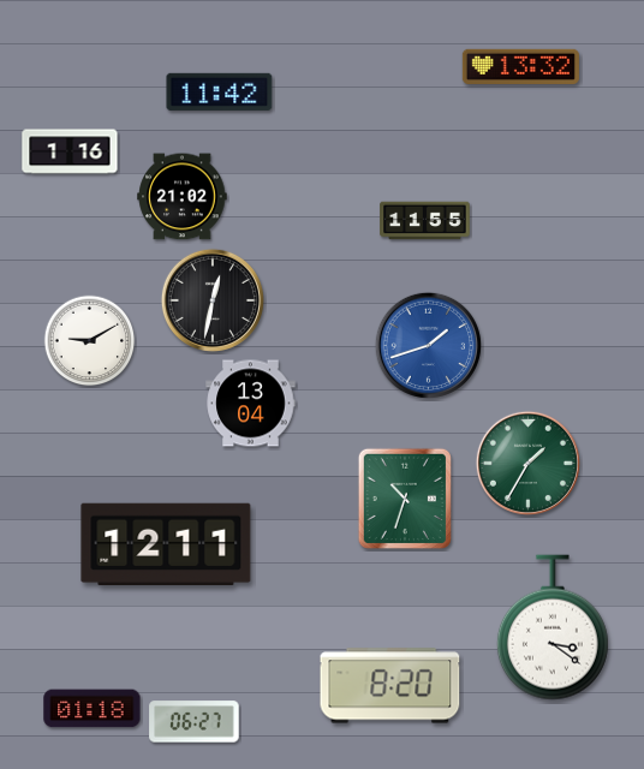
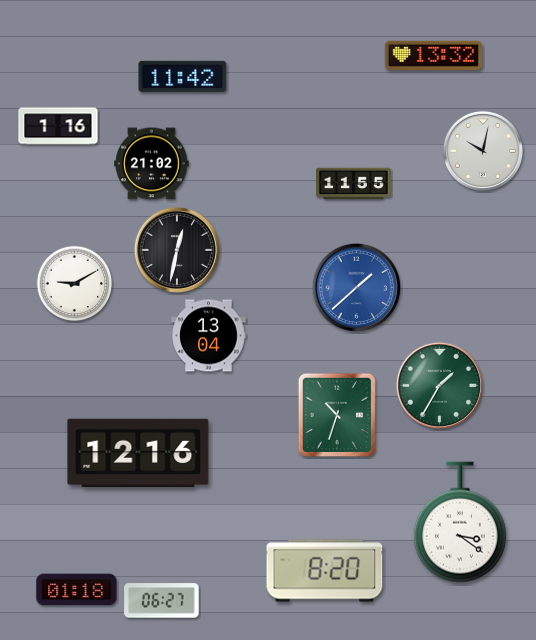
clock at (483, 151): none -> 10:02
clock at (428, 345): 1:42 -> 1:38
clock at (166, 544): 12:11 -> 12:16
